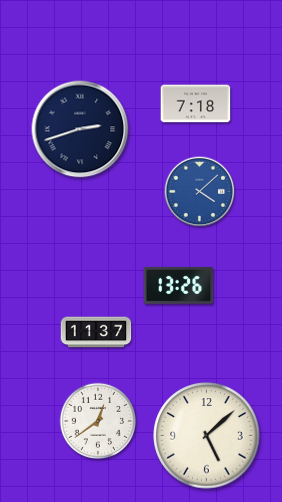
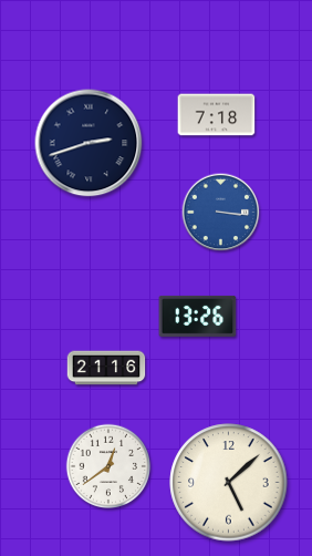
clock at (200, 192): 4:08 -> 3:16
clock at (96, 332): 11:37 -> 21:16
